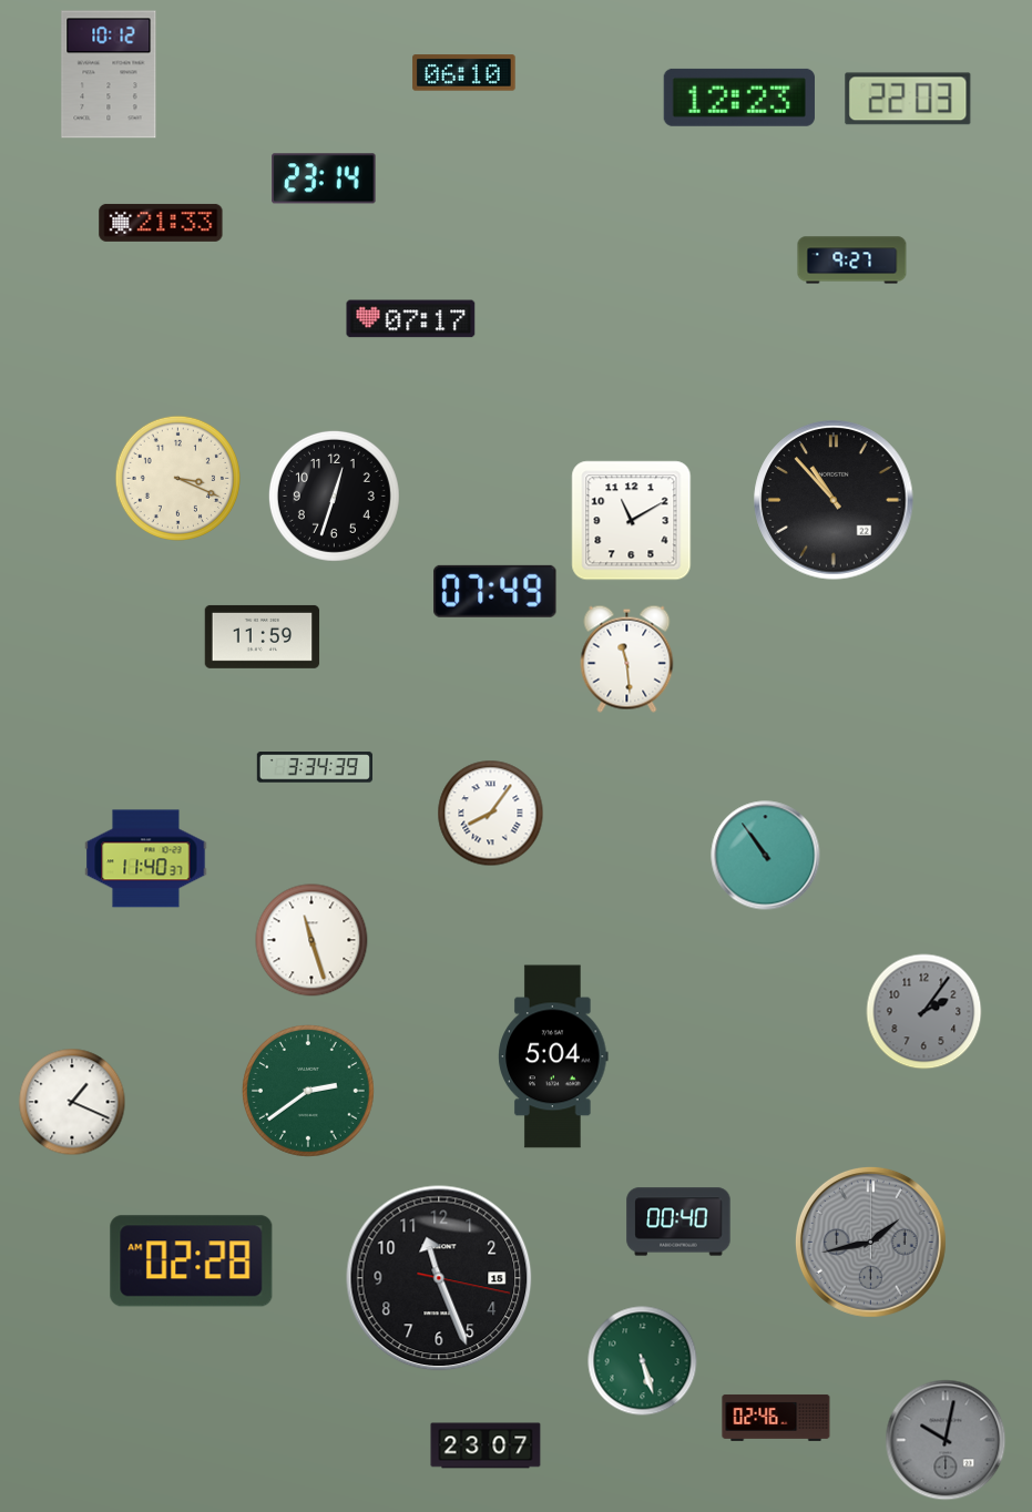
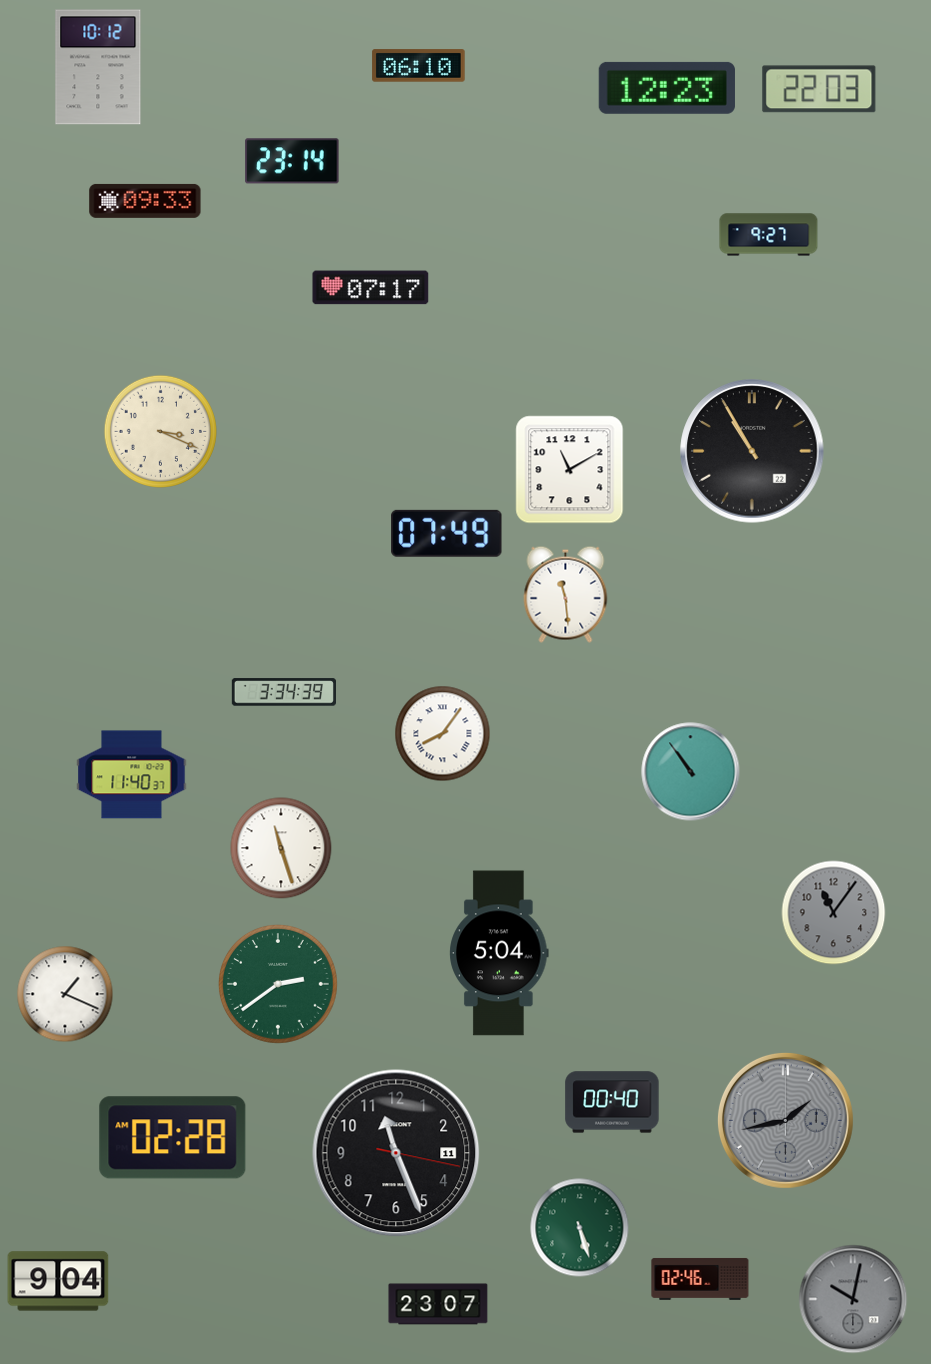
clock at (161, 223): 21:33 -> 09:33
clock at (334, 496): 12:33 -> none
clock at (834, 500): 10:53 -> 10:55
clock at (263, 636): 11:59 -> none
clock at (924, 1012): 2:06 -> 11:06
clock at (439, 1278) date: 15 -> 11
clock at (58, 1281): none -> 9:04
